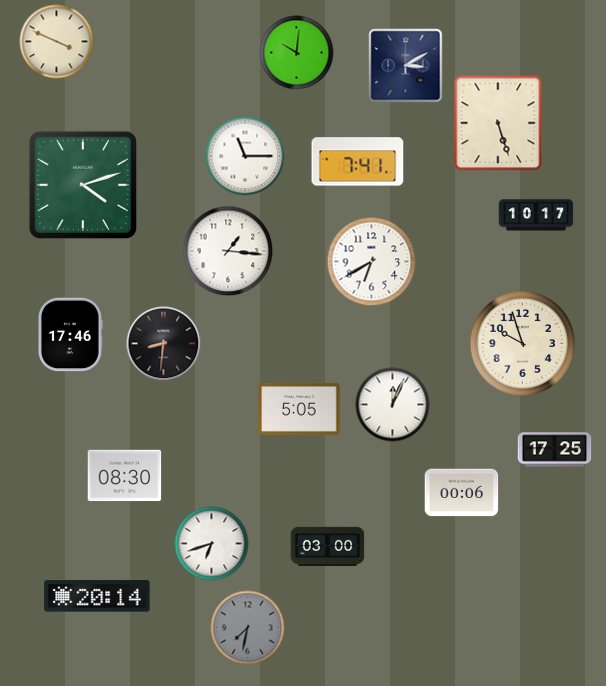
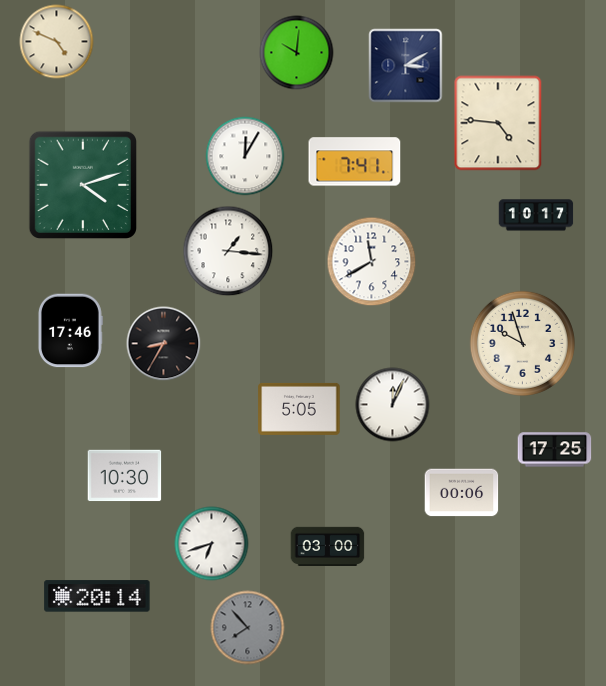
clock at (57, 42): 3:49 -> 4:49
clock at (498, 123): 5:27 -> 4:46
clock at (245, 156): 11:15 -> 12:05
clock at (358, 162) position: (358, 162) -> (355, 162)
clock at (372, 262): 6:40 -> 11:40
clock at (70, 335) position: (70, 335) -> (70, 331)
clock at (164, 344): 8:31 -> 8:35
clock at (125, 476): 08:30 -> 10:30
clock at (248, 628): 7:32 -> 7:53
